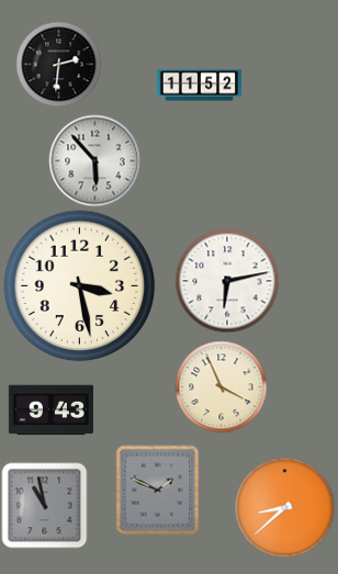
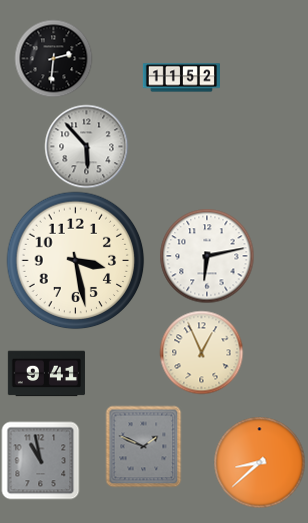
clock at (80, 286) position: (80, 286) -> (76, 261)
clock at (221, 386): 3:56 -> 12:56
clock at (50, 410): 9:43 -> 9:41
